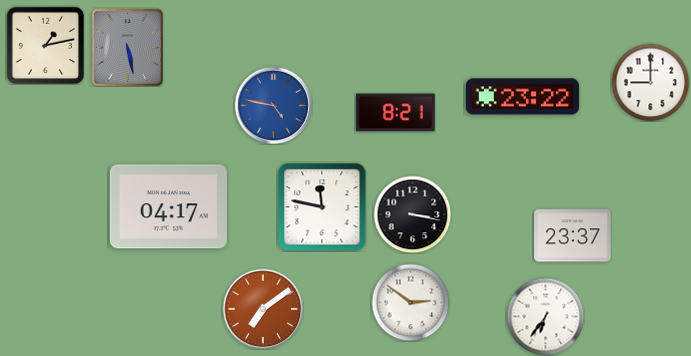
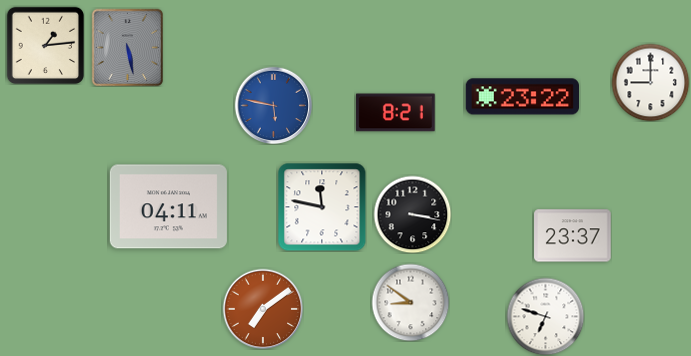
clock at (45, 45): 1:13 -> 1:14
clock at (273, 105): 4:47 -> 5:47
clock at (168, 207): 04:17 -> 04:11
clock at (410, 302): 2:51 -> 8:51
clock at (545, 316): 6:36 -> 6:48
